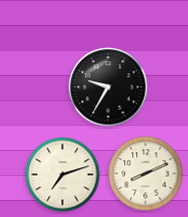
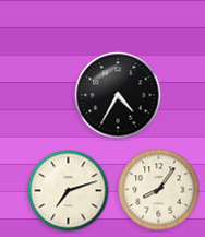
clock at (108, 87): 9:35 -> 4:35
clock at (146, 174): 8:11 -> 8:06
